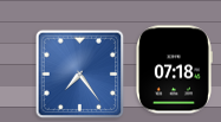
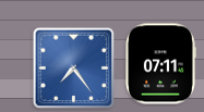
clock at (174, 70): 07:18 -> 07:11
